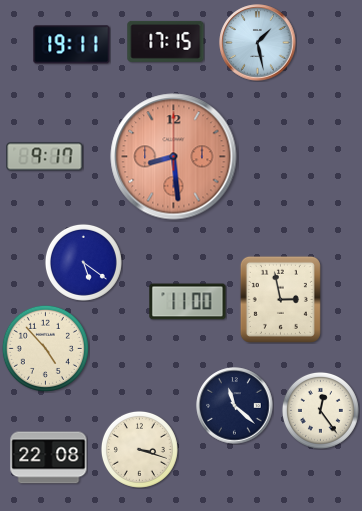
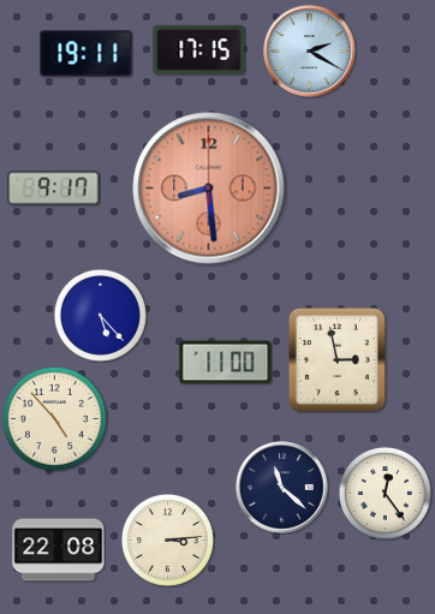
clock at (258, 43): 1:28 -> 2:20
clock at (83, 262): 5:21 -> 5:23
clock at (139, 449): 3:18 -> 3:14
